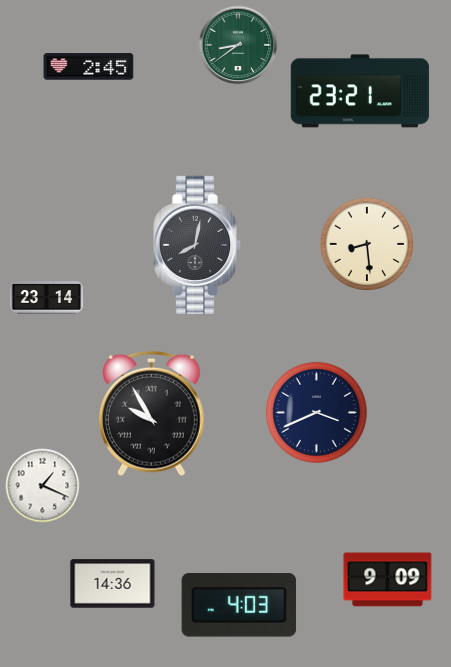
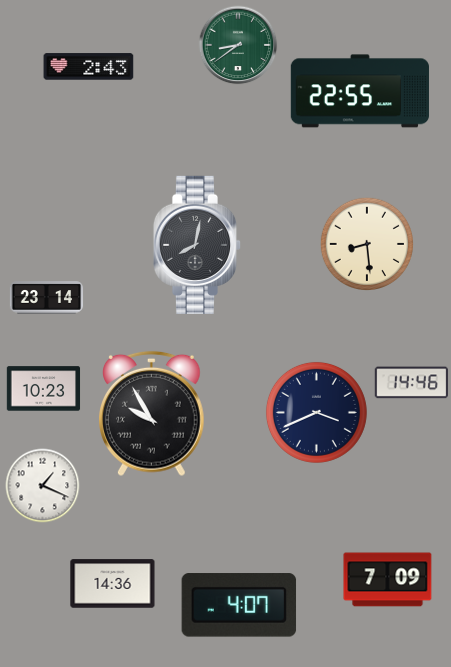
clock at (89, 67): 2:45 -> 2:43
clock at (360, 91): 23:21 -> 22:55
clock at (411, 383): none -> 14:46
clock at (44, 389): none -> 10:23
clock at (388, 580): 9:09 -> 7:09
clock at (239, 605): 4:03 -> 4:07
